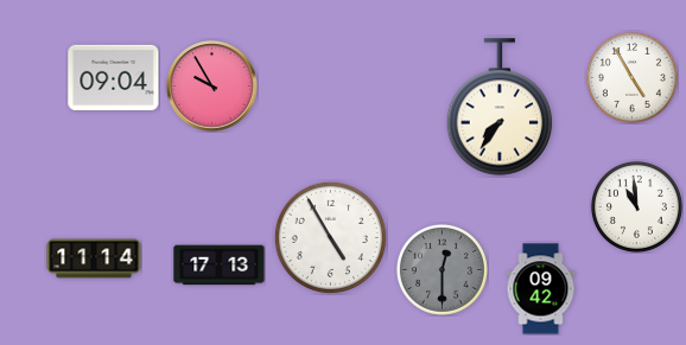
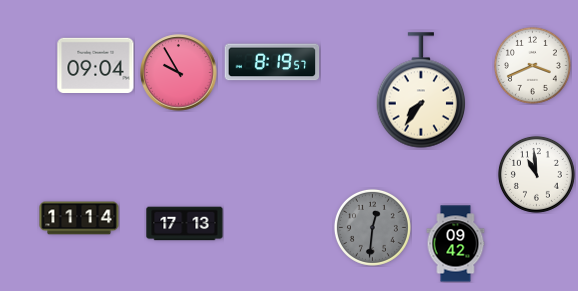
clock at (272, 62): none -> 8:19
clock at (631, 77): 4:55 -> 3:41
clock at (330, 237): 4:55 -> none
clock at (442, 269): 12:30 -> 12:31
